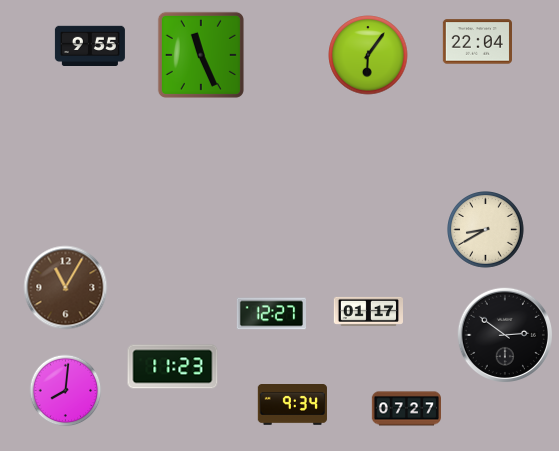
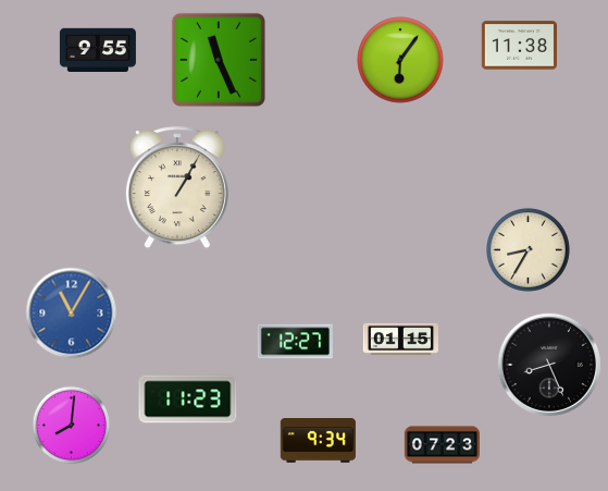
clock at (477, 42): 22:04 -> 11:38
clock at (177, 188): none -> 1:05
clock at (486, 230): 8:40 -> 8:35
clock at (66, 288) dial: brown -> blue
clock at (368, 311): 01:17 -> 01:15
clock at (504, 334): 2:51 -> 8:26
clock at (406, 409): 07:27 -> 07:23
